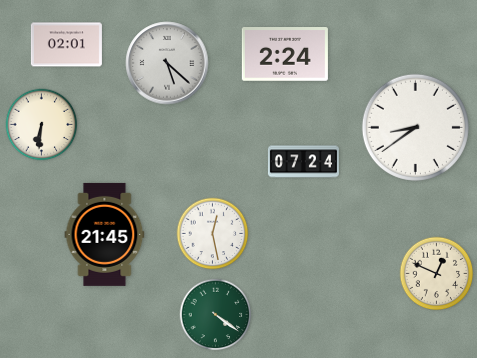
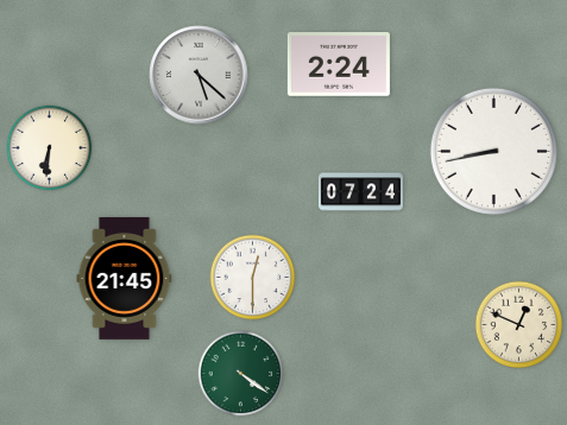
clock at (66, 45): 02:01 -> none
clock at (415, 127): 8:39 -> 8:43
clock at (213, 234): 12:28 -> 12:30
clock at (216, 315) position: (216, 315) -> (241, 374)
